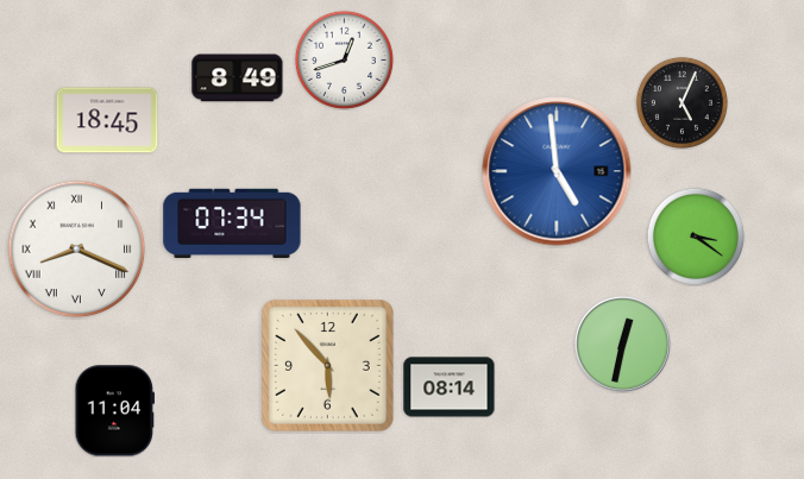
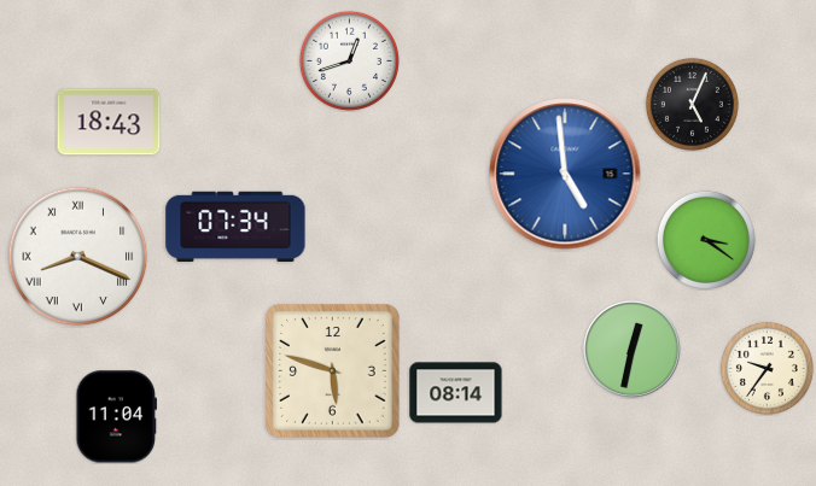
clock at (238, 78): 8:49 -> none
clock at (107, 120): 18:45 -> 18:43
clock at (77, 250) position: (77, 250) -> (78, 257)
clock at (767, 368): none -> 9:36
clock at (328, 366): 5:53 -> 5:48
